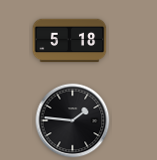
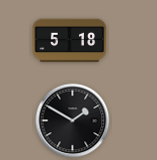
clock at (73, 121): 1:46 -> 1:50
